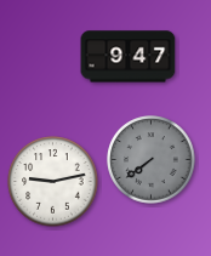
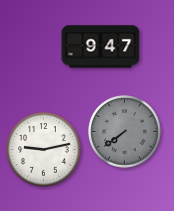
clock at (129, 57) position: (129, 57) -> (101, 47)
